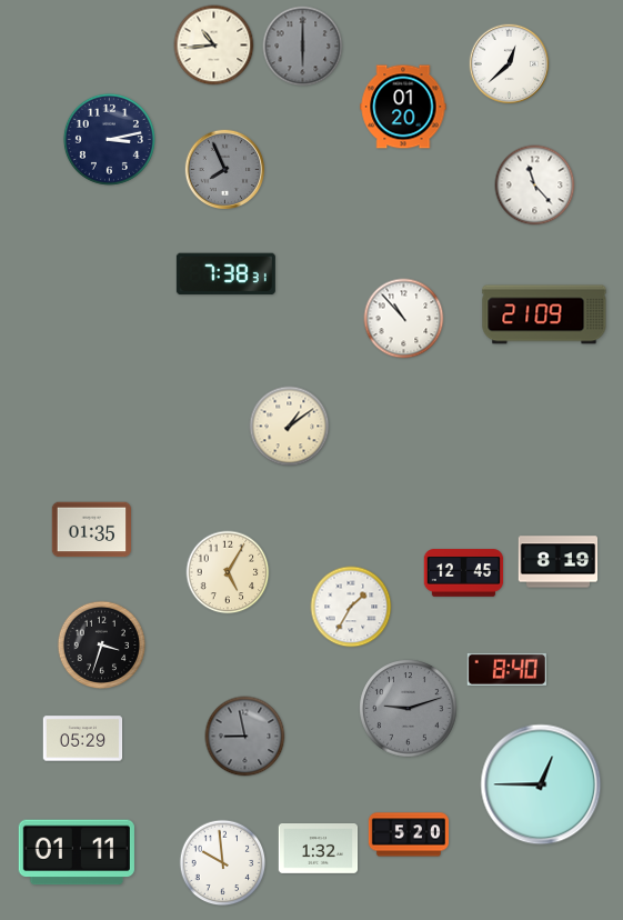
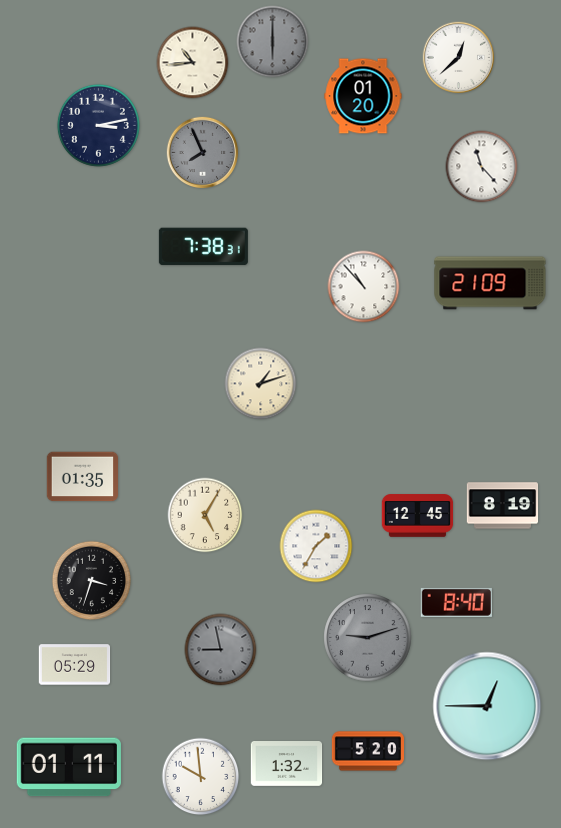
clock at (214, 46) position: (214, 46) -> (193, 63)
clock at (290, 427): 1:09 -> 1:12
clock at (245, 737) position: (245, 737) -> (221, 650)
